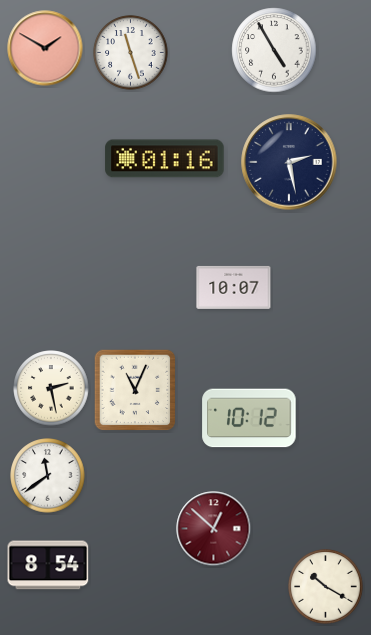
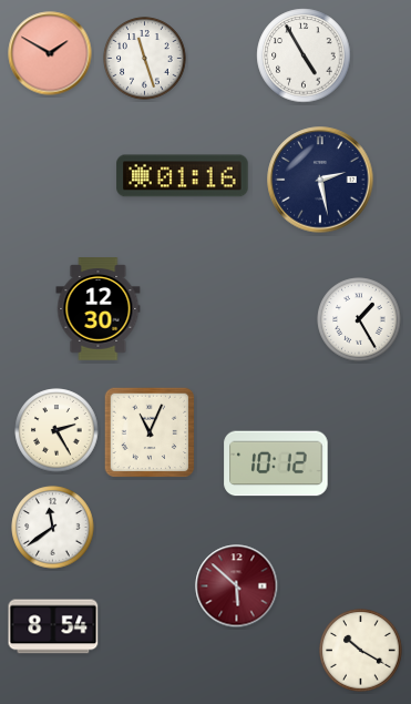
clock at (99, 309): none -> 12:30
clock at (234, 287): 10:07 -> none
clock at (359, 319): none -> 1:25
clock at (51, 388): 2:28 -> 2:25
clock at (214, 529): 12:52 -> 5:52
